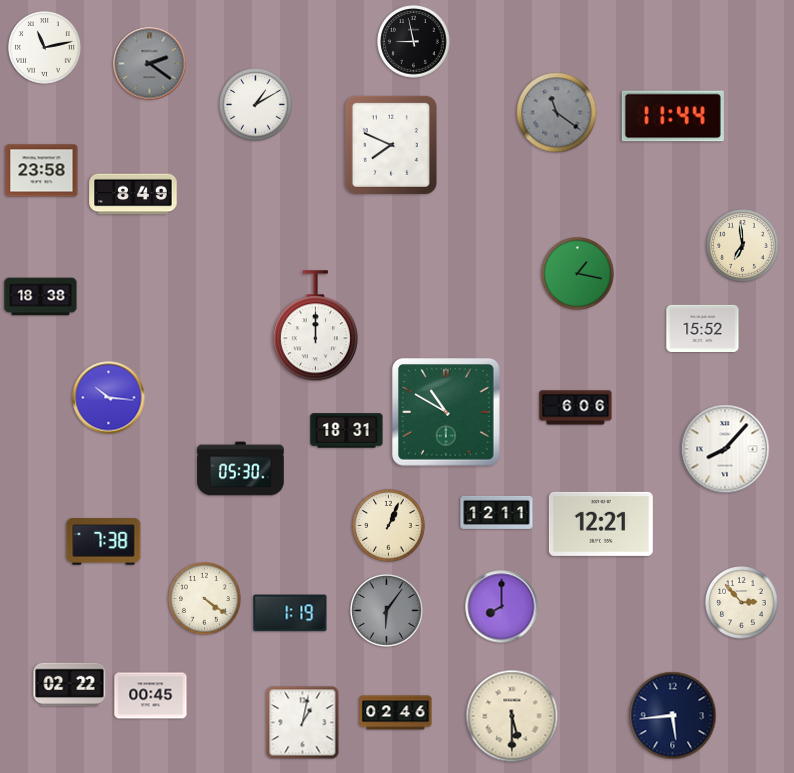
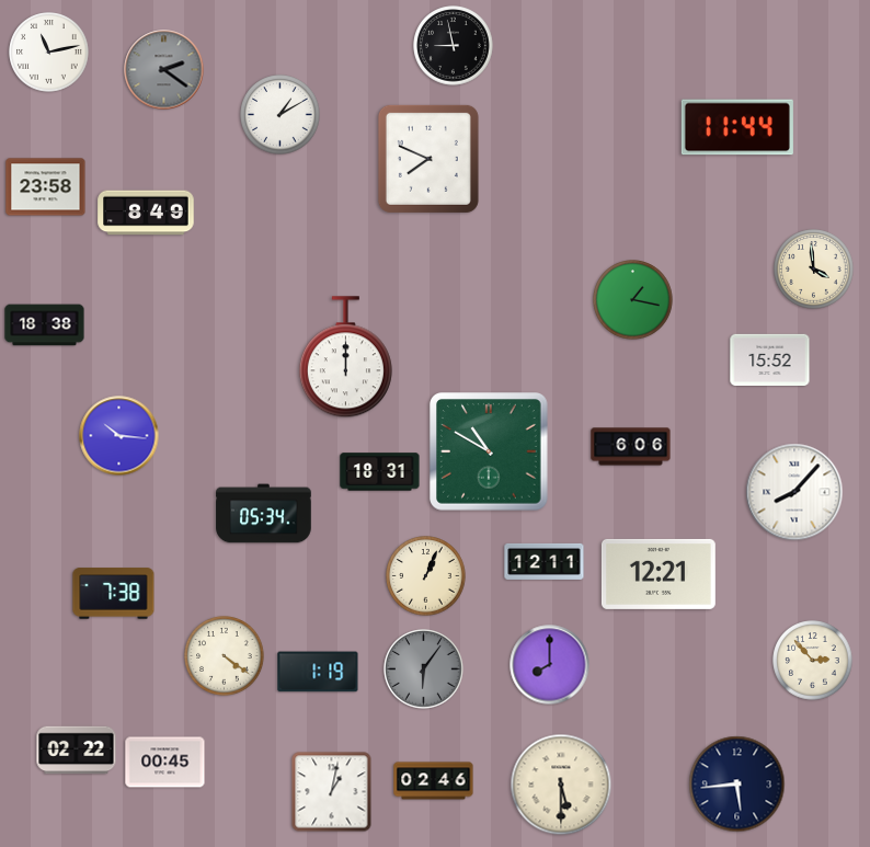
clock at (557, 113): 11:21 -> none
clock at (743, 246): 6:59 -> 3:59
clock at (241, 469): 05:30 -> 05:34
